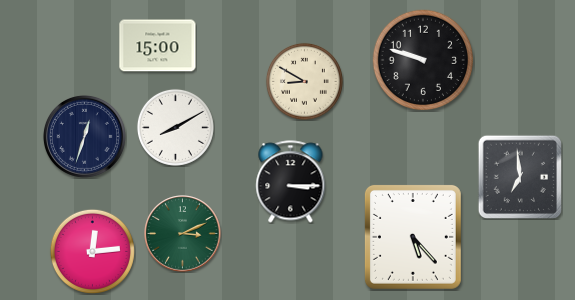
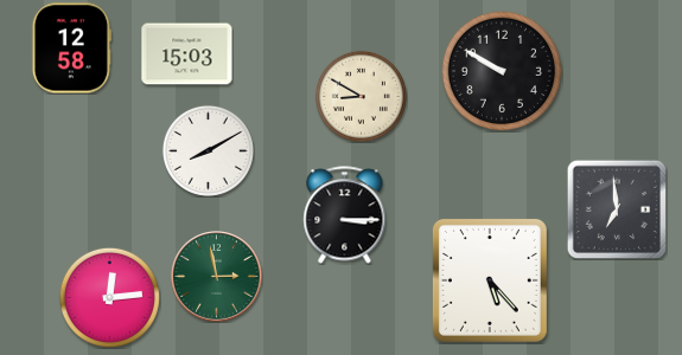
clock at (71, 49): none -> 12:58
clock at (158, 46): 15:00 -> 15:03
clock at (423, 60): 9:48 -> 9:50
clock at (84, 136): 12:33 -> none
clock at (183, 234): 3:11 -> 2:58
